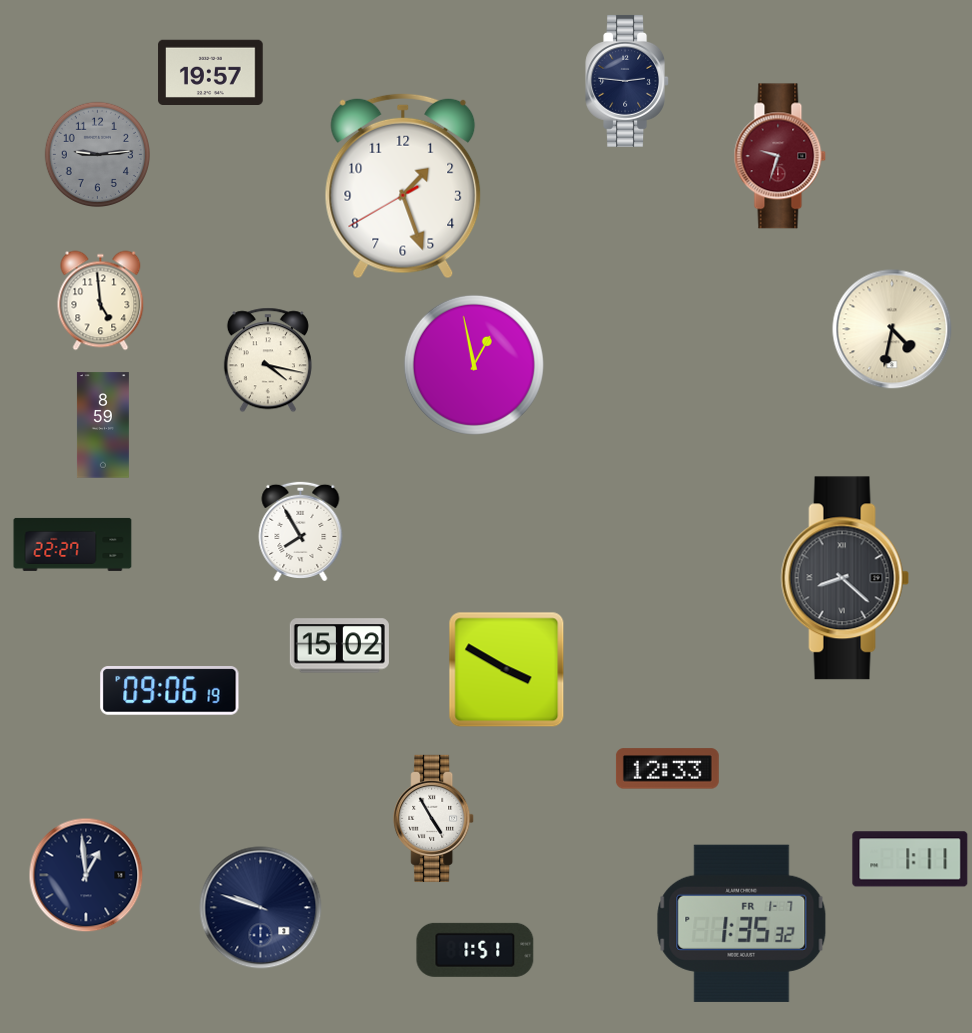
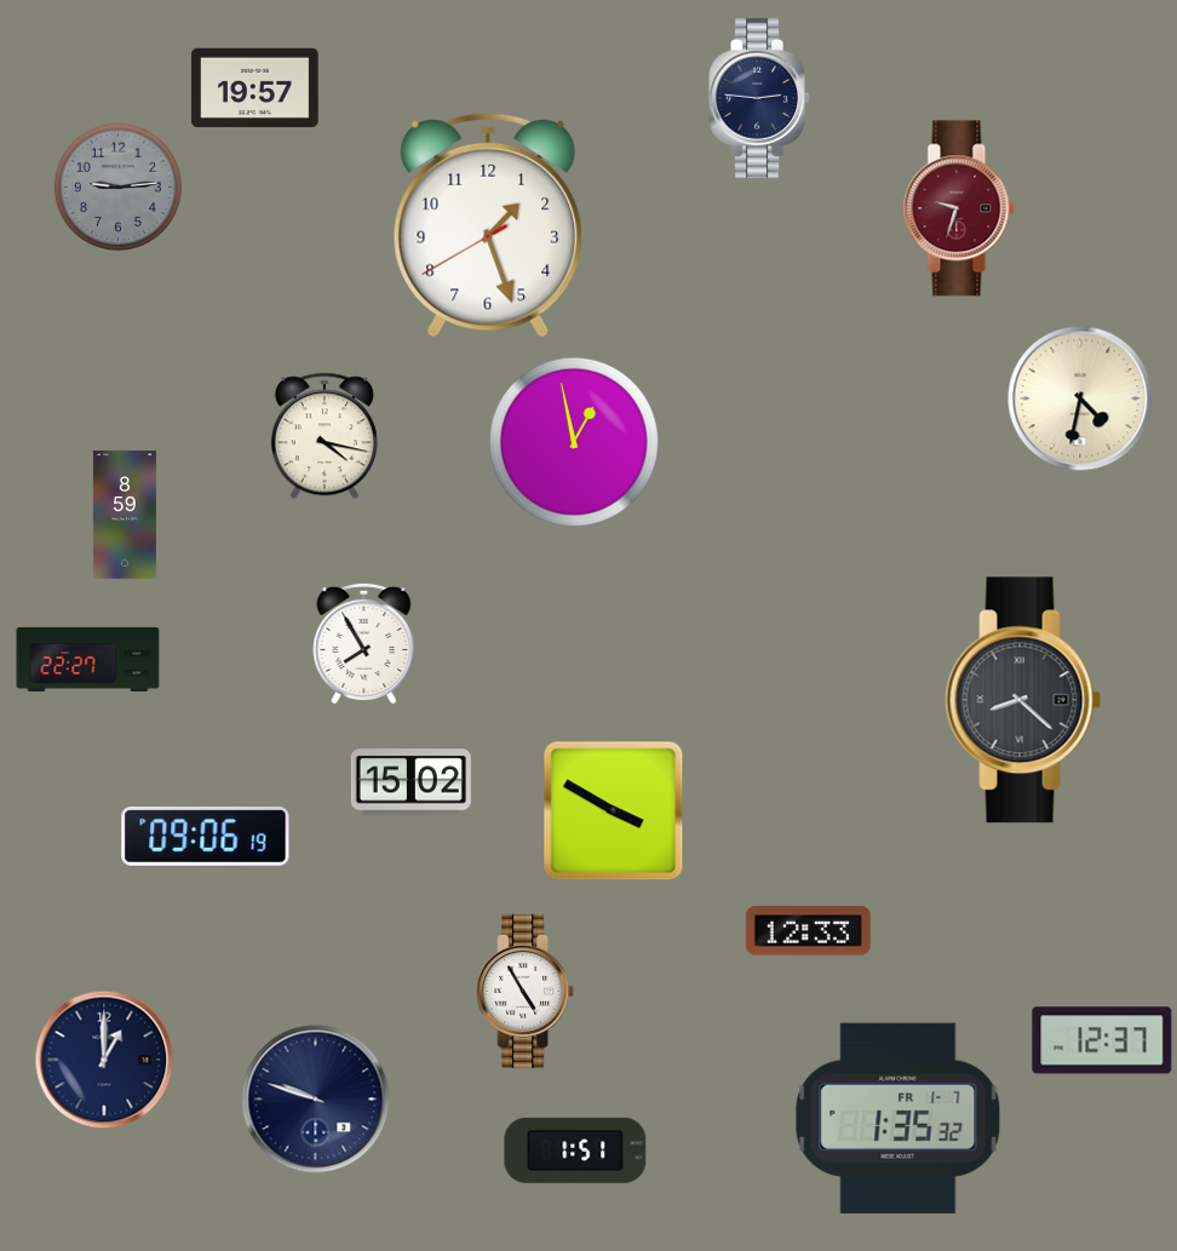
clock at (780, 156) position: (780, 156) -> (959, 208)
clock at (101, 301): 4:59 -> none
clock at (910, 859): 1:11 -> 12:37
clock at (86, 875): 12:59 -> 1:00
